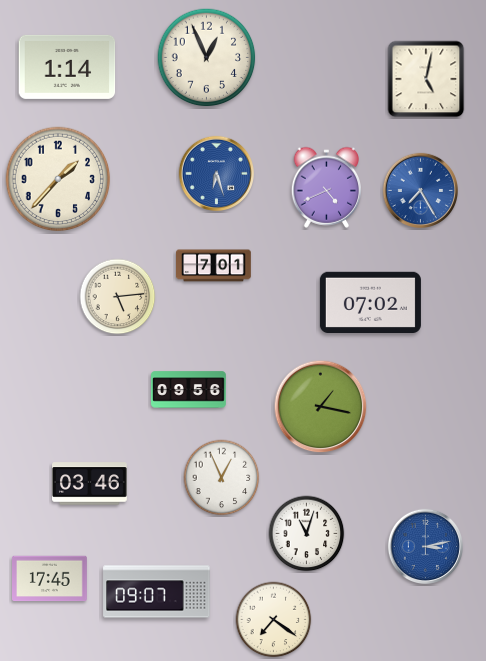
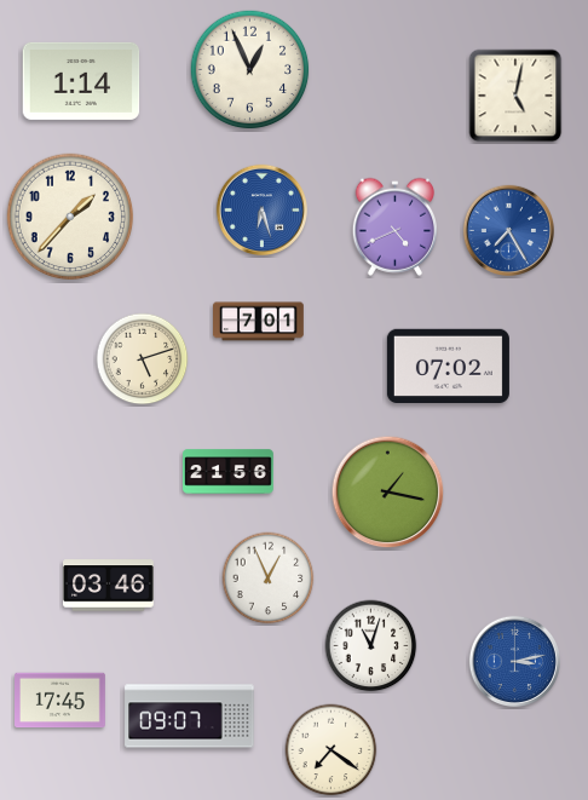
clock at (118, 297): 5:14 -> 5:12
clock at (189, 390): 09:56 -> 21:56
